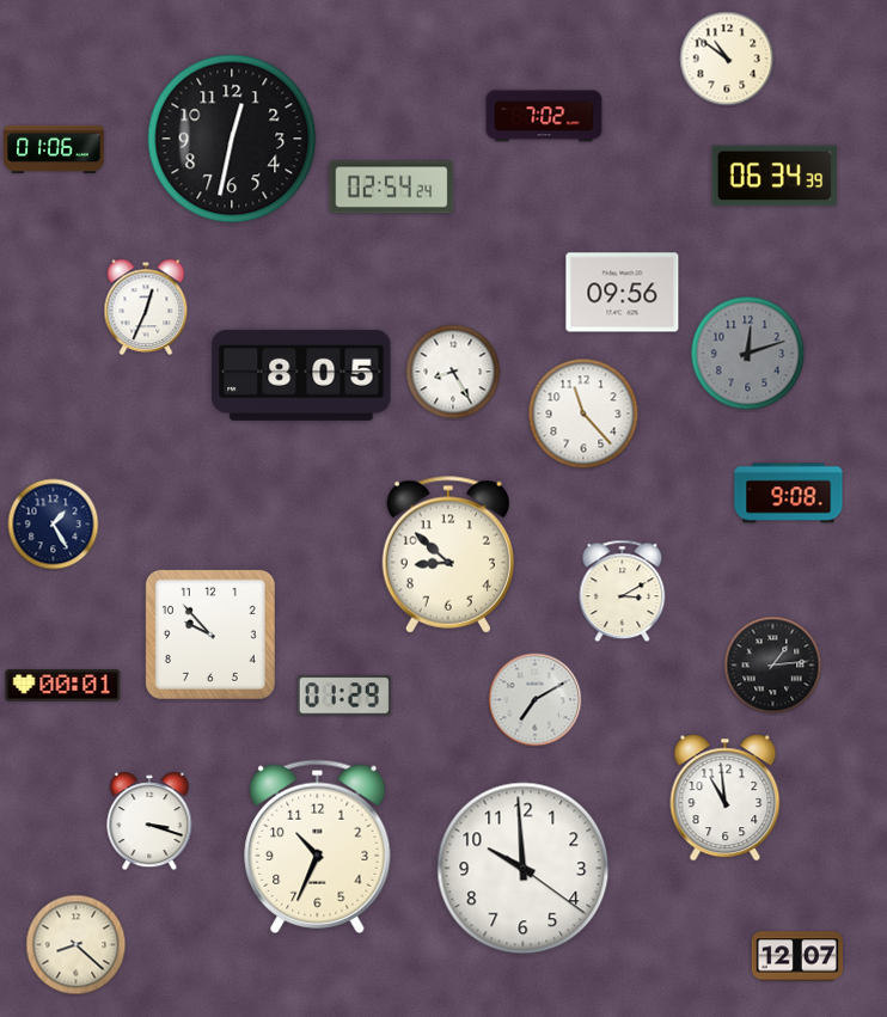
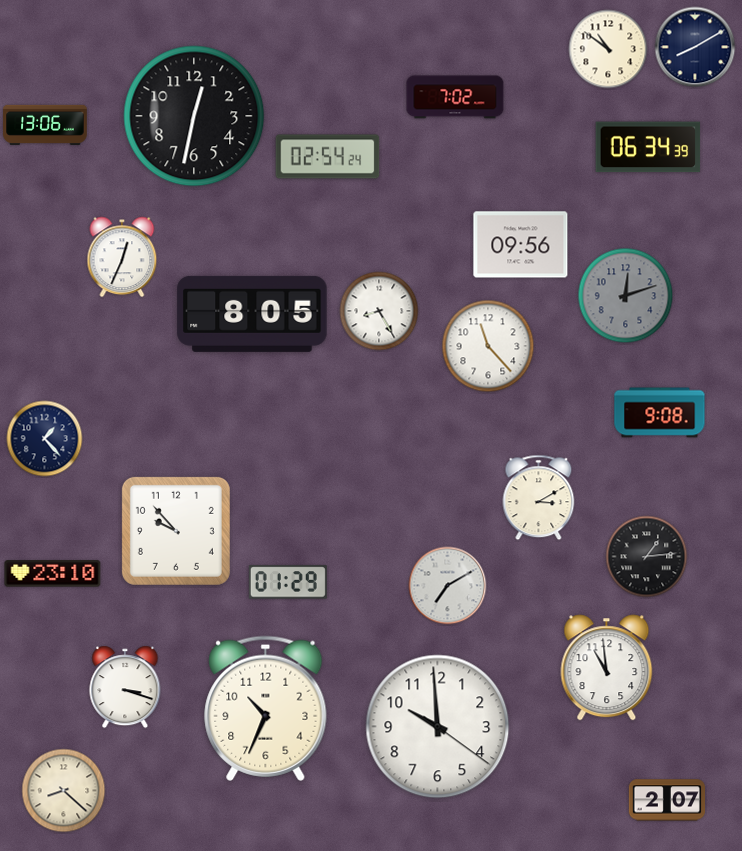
clock at (695, 47): none -> 8:10
clock at (54, 148): 01:06 -> 13:06
clock at (54, 525): 1:25 -> 1:23
clock at (447, 555): 8:52 -> none
clock at (623, 592) position: (623, 592) -> (539, 498)
clock at (63, 686): 00:01 -> 23:10
clock at (796, 956): 12:07 -> 2:07
